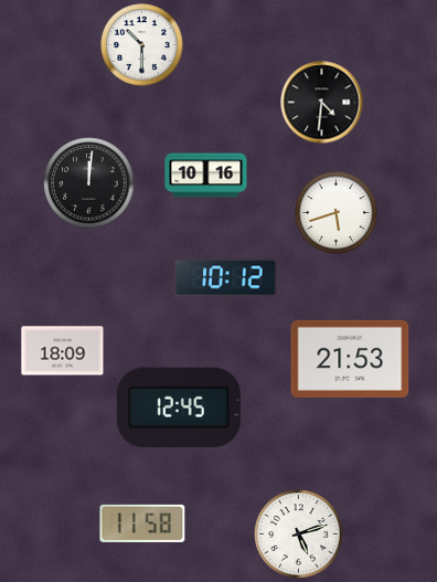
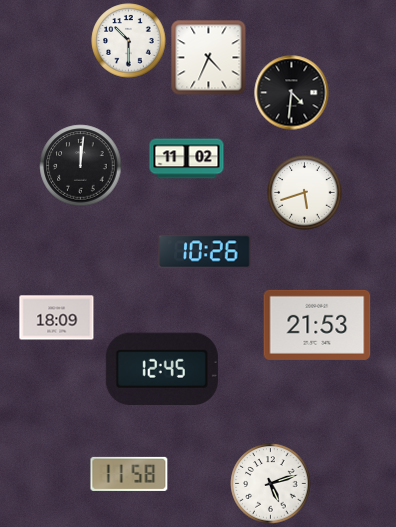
clock at (209, 58): none -> 4:34
clock at (206, 176): 10:16 -> 11:02
clock at (226, 278): 10:12 -> 10:26
